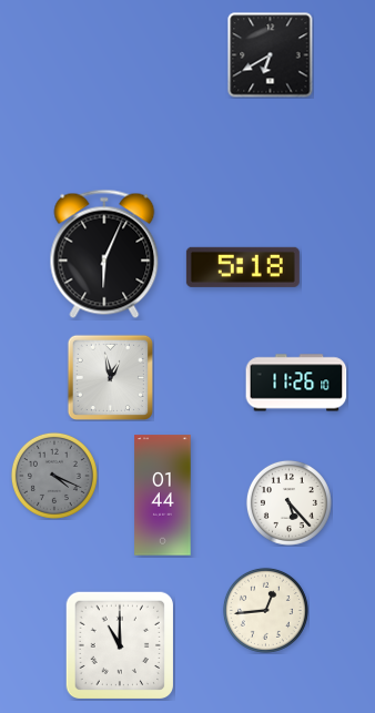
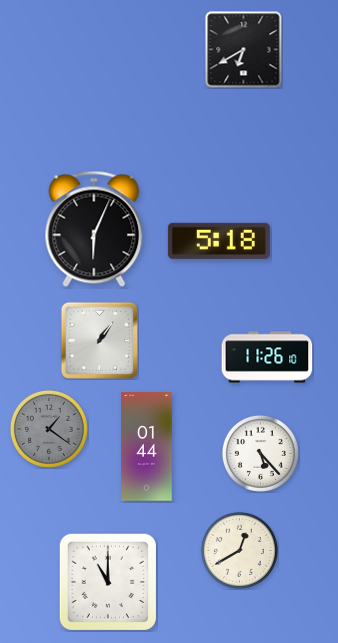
clock at (110, 377): 12:58 -> 1:06
clock at (296, 383) position: (296, 383) -> (267, 357)
clock at (54, 476): 4:19 -> 1:21
clock at (265, 610): 12:44 -> 12:40
